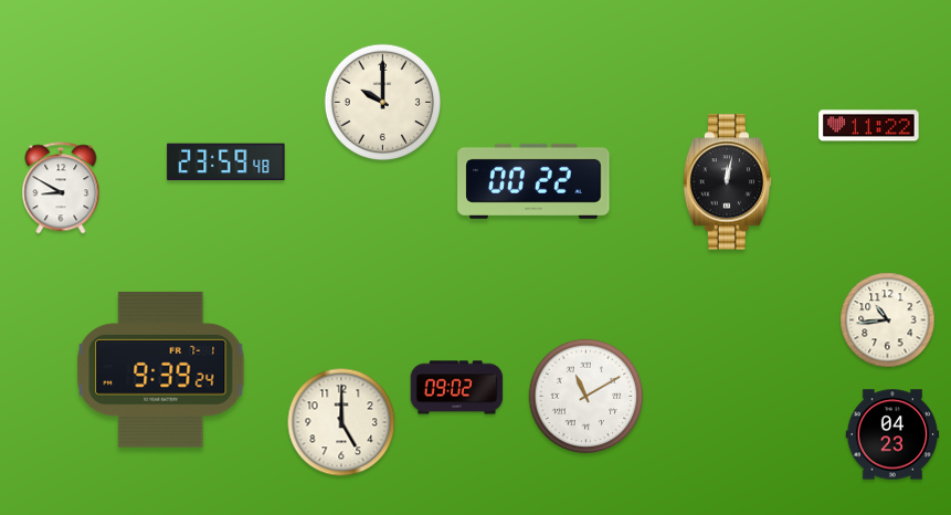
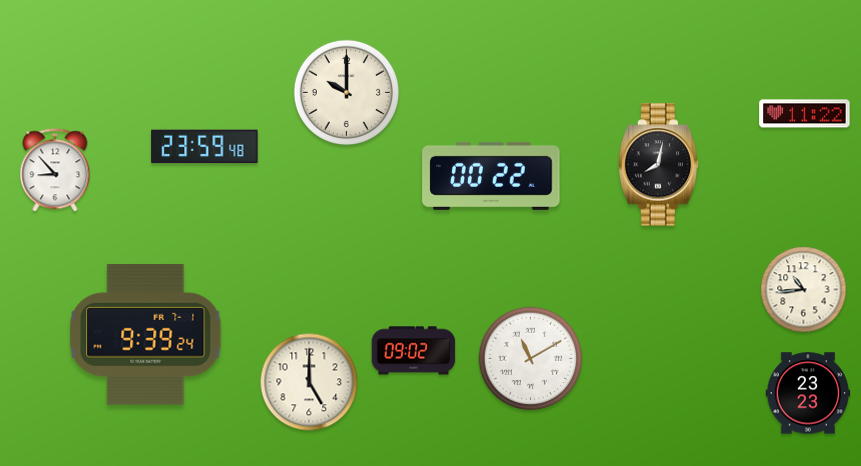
clock at (869, 126) position: (869, 126) -> (805, 114)
clock at (533, 181) position: (533, 181) -> (491, 176)
clock at (728, 182): 12:02 -> 8:02
clock at (61, 188): 8:50 -> 8:53
clock at (892, 434): 04:23 -> 23:23
